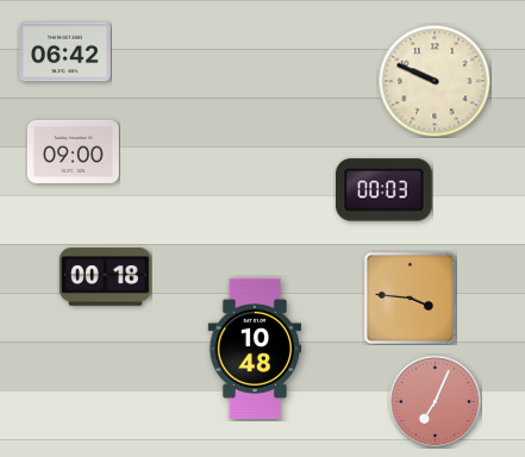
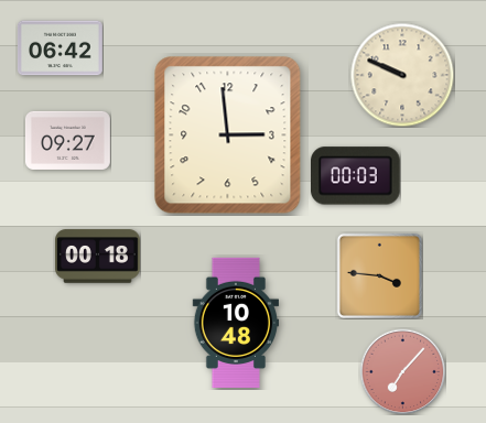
clock at (228, 135): none -> 2:59
clock at (73, 151): 09:00 -> 09:27
clock at (435, 401): 7:04 -> 7:07
